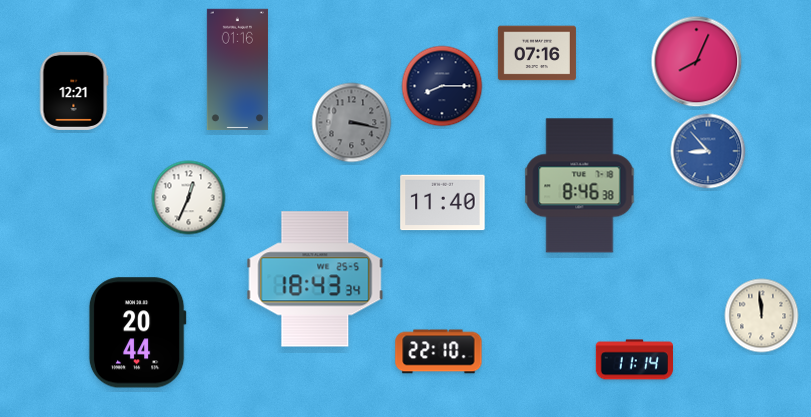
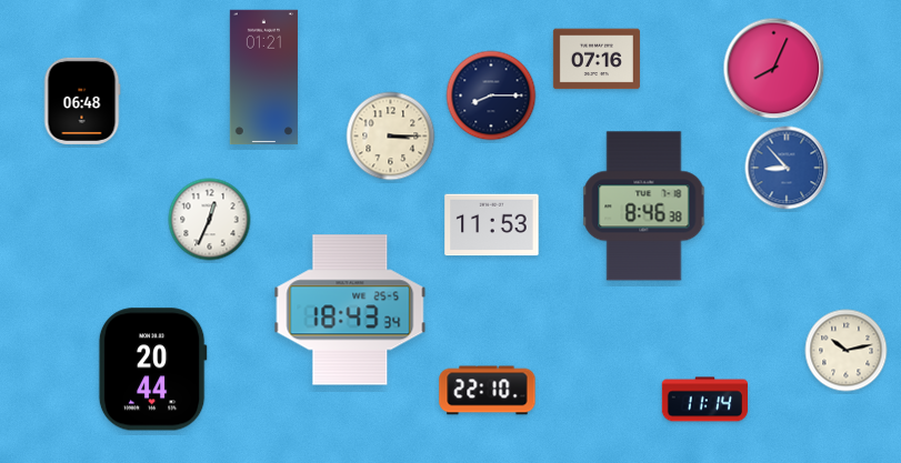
clock at (237, 70): 01:16 -> 01:21
clock at (74, 91): 12:21 -> 06:48
clock at (352, 123): 3:17 -> 3:15
clock at (352, 123) dial: grey -> cream
clock at (443, 203): 11:40 -> 11:53
clock at (762, 316): 11:59 -> 10:13
